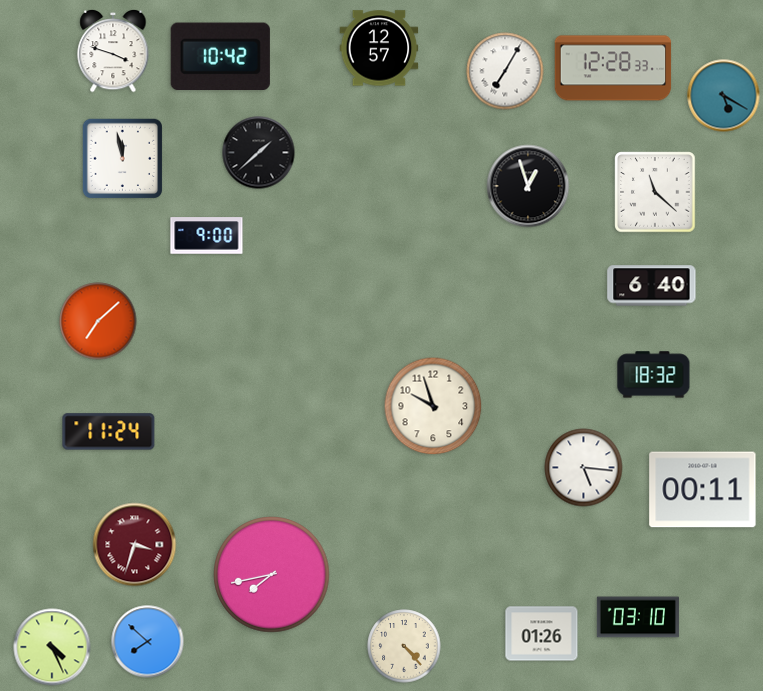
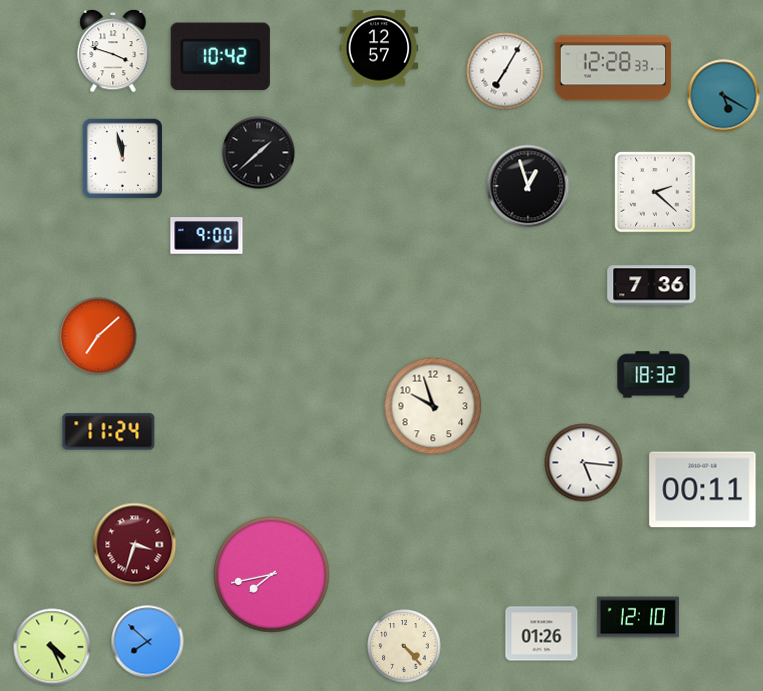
clock at (655, 192): 11:22 -> 2:22
clock at (652, 286): 6:40 -> 7:36
clock at (98, 321) position: (98, 321) -> (98, 336)
clock at (584, 468) position: (584, 468) -> (584, 463)
clock at (638, 617): 03:10 -> 12:10
